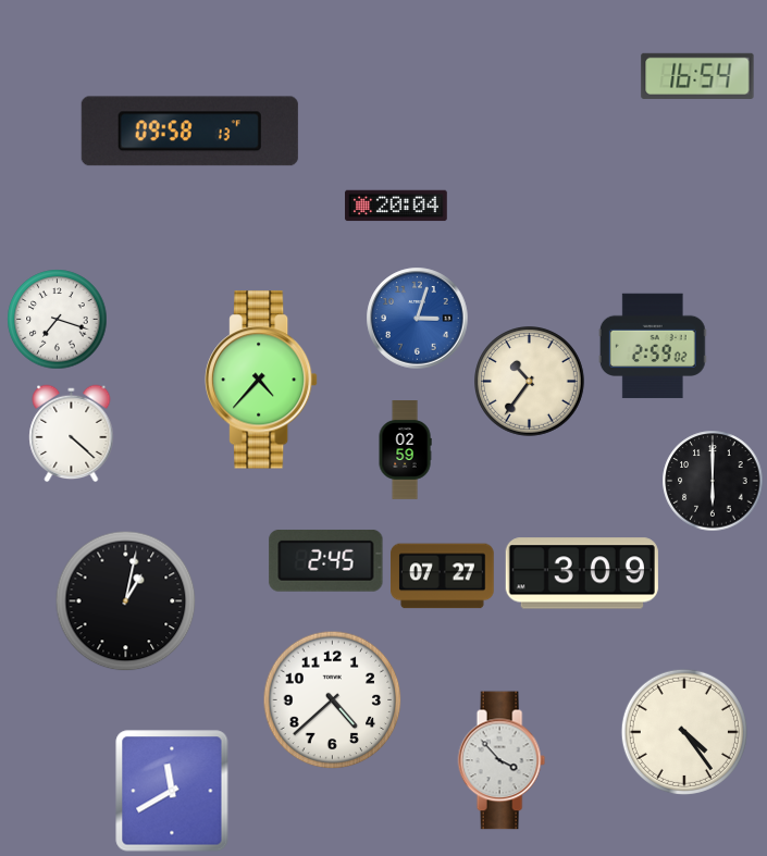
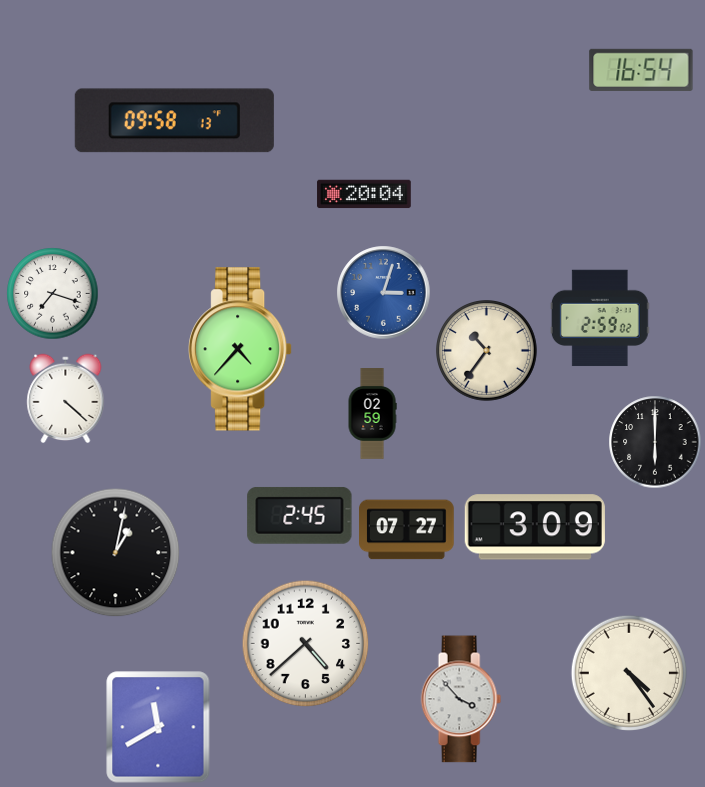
clock at (396, 206) position: (396, 206) -> (364, 194)
